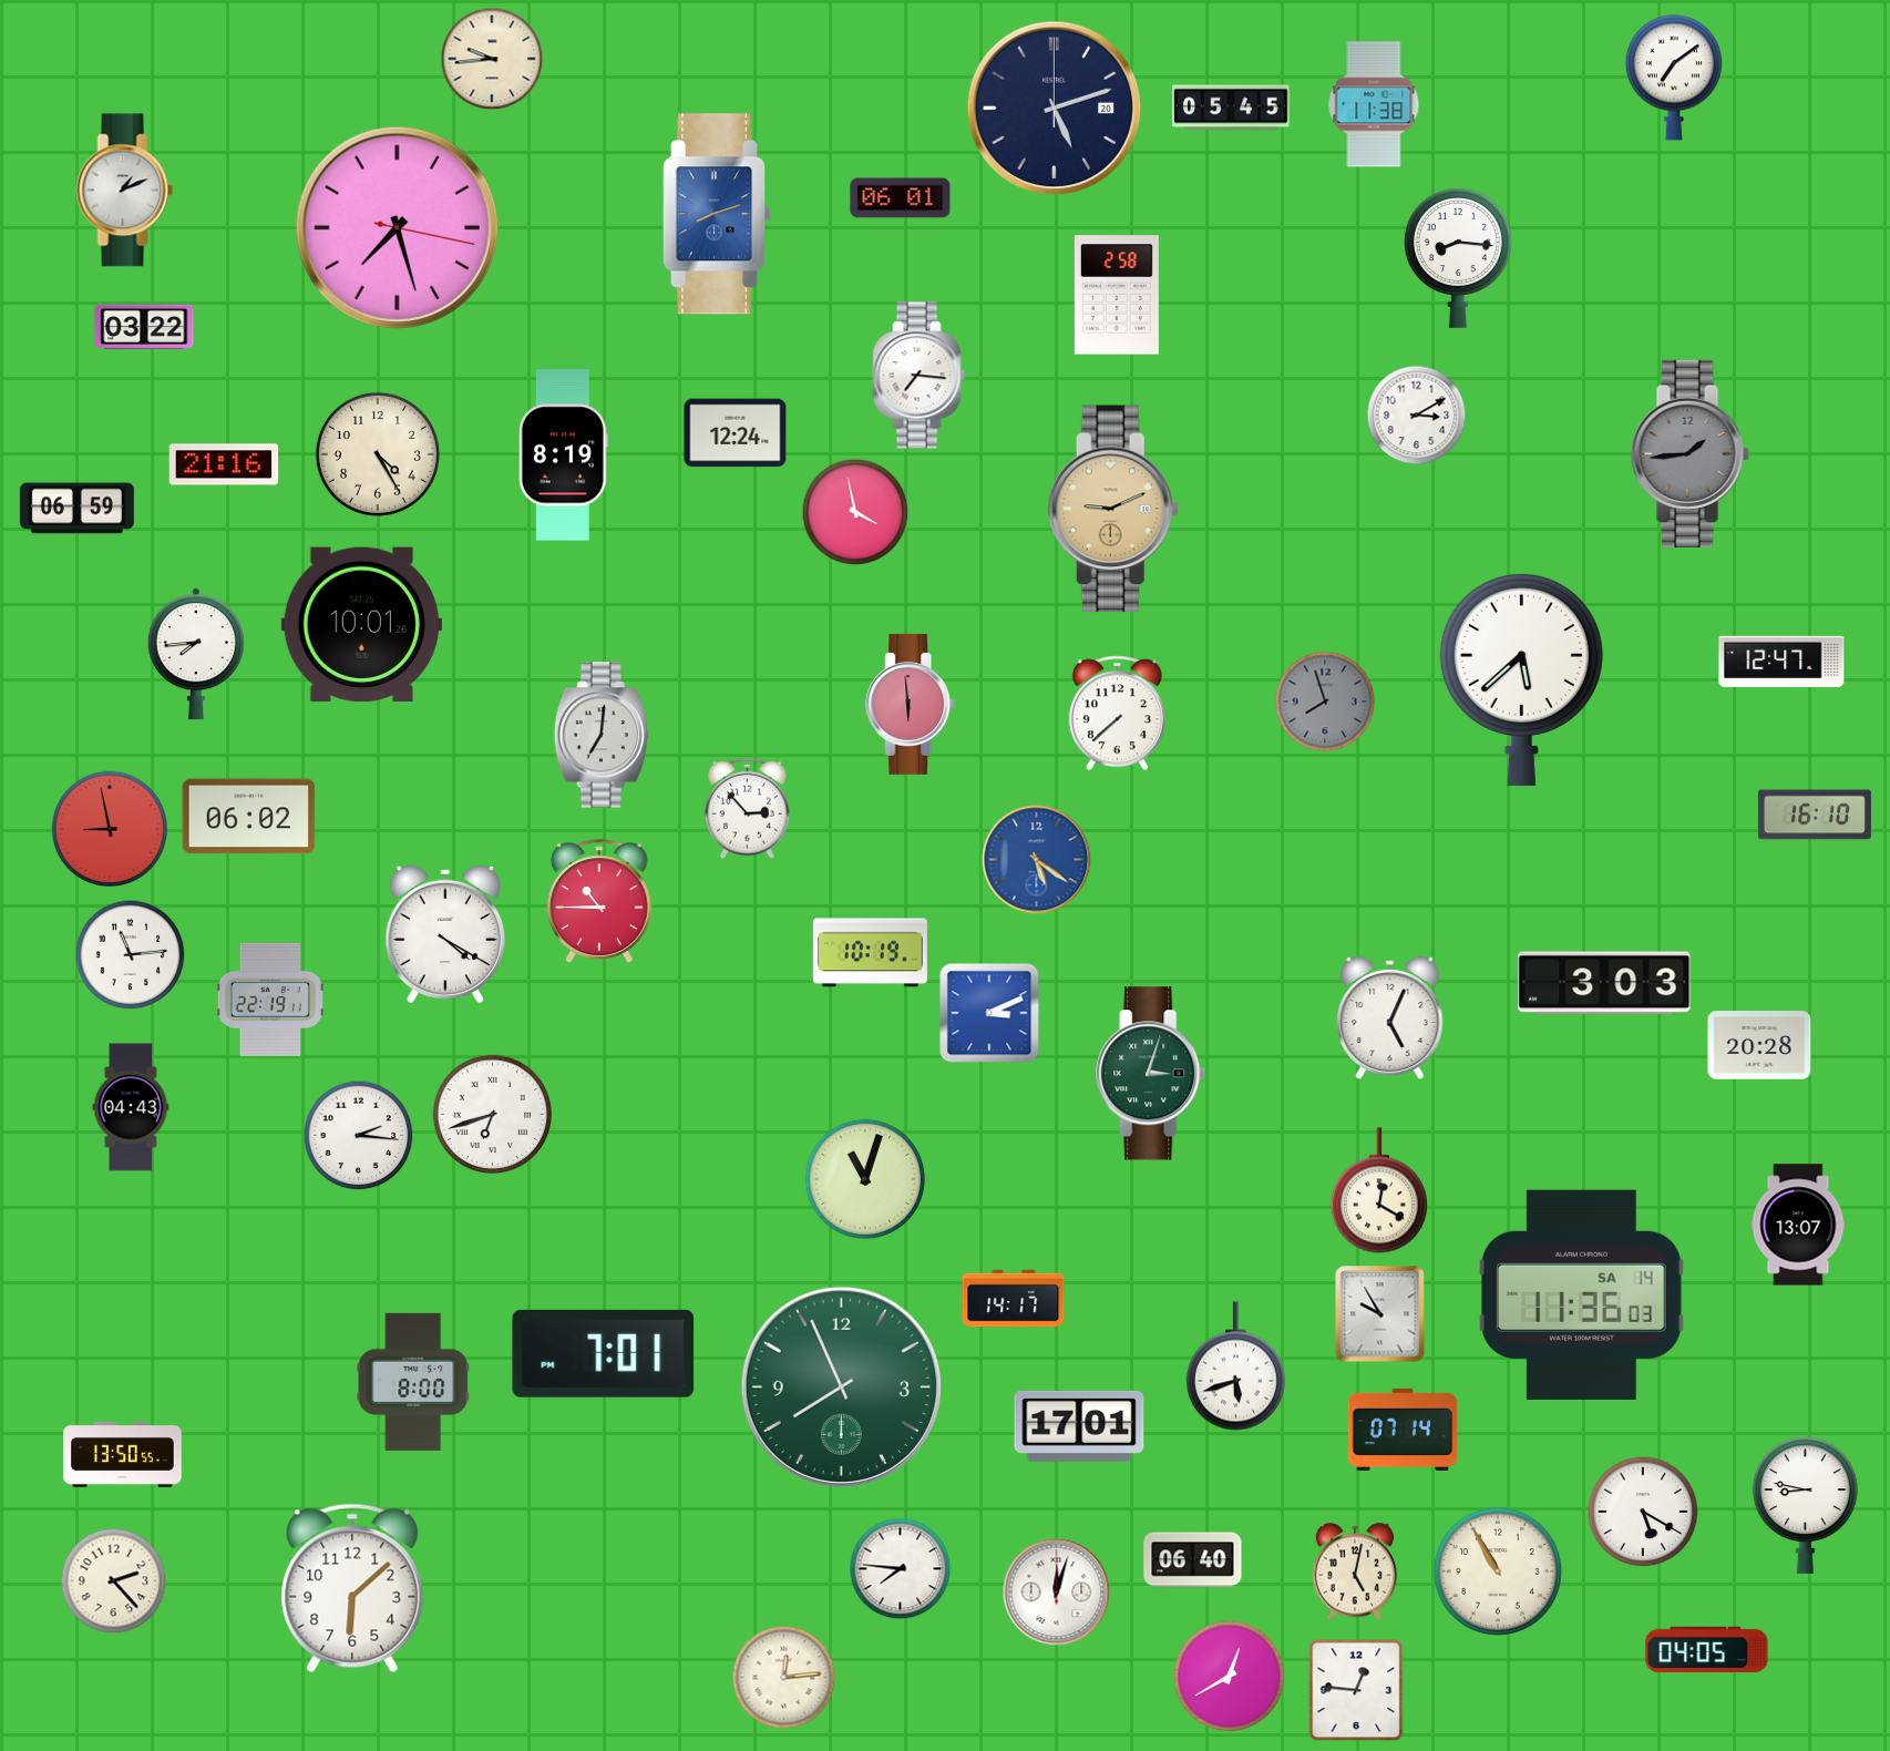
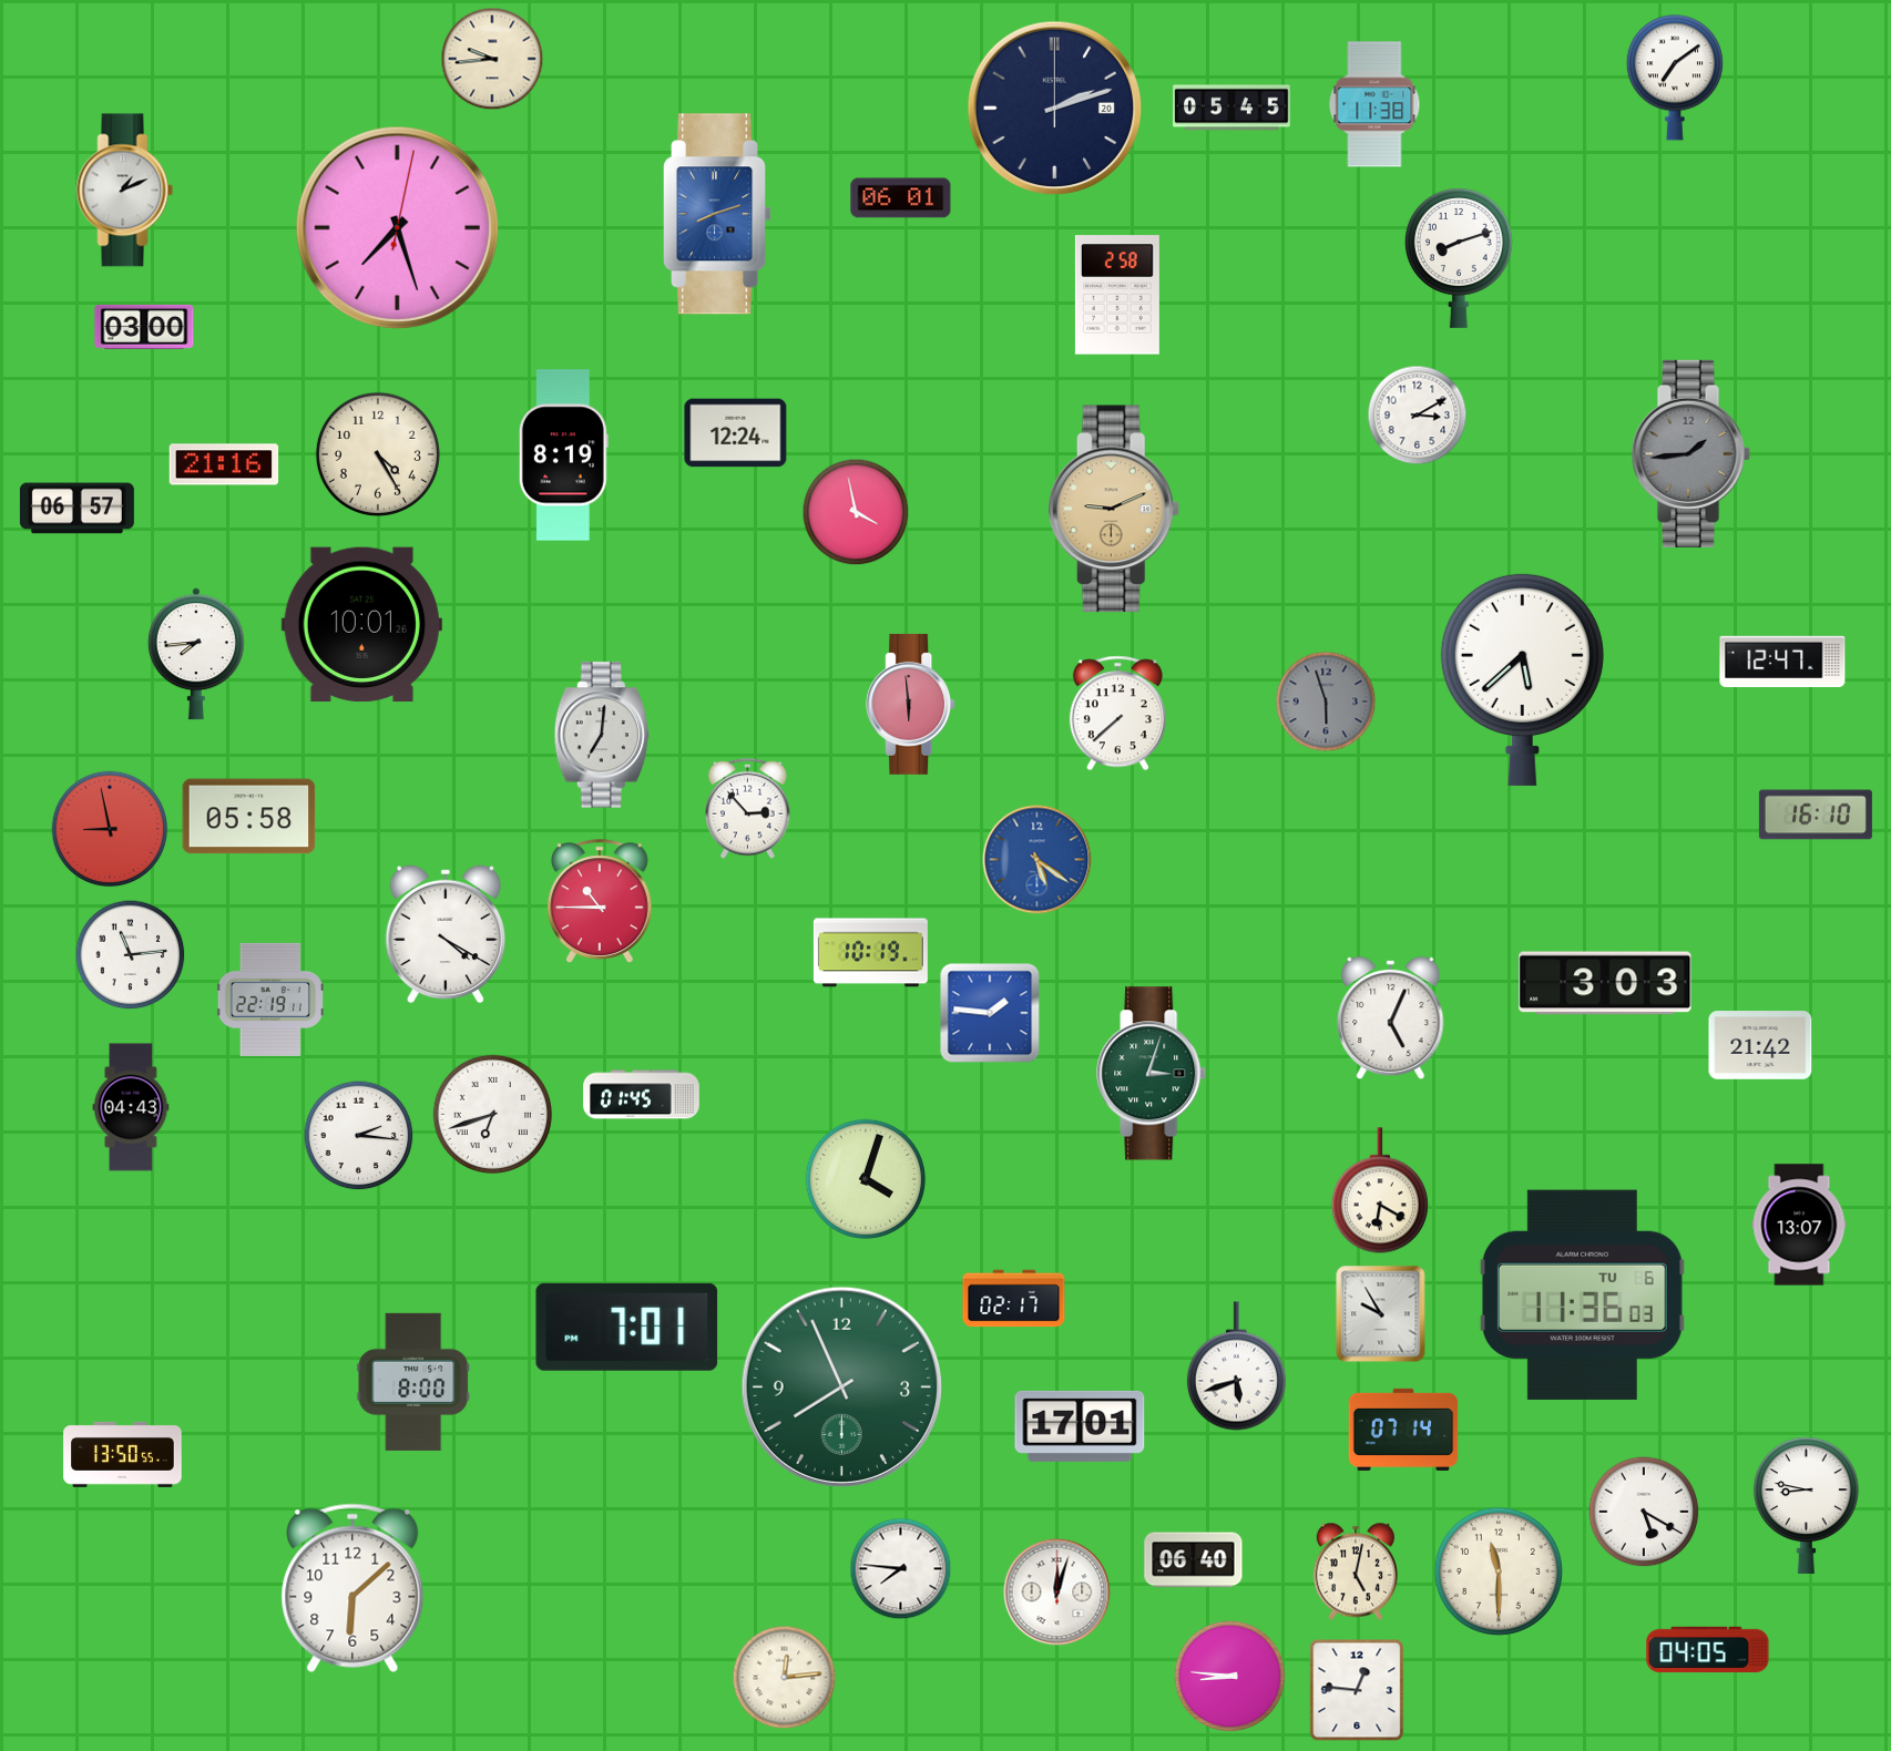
clock at (1055, 109): 5:12 -> 2:12
clock at (397, 227): 7:27:17 -> 7:27:02
clock at (1458, 258): 8:16 -> 8:12
clock at (144, 327): 03:22 -> 03:00
clock at (920, 376): 7:16 -> none
clock at (76, 509): 06:59 -> 06:57
clock at (1325, 702): 7:57 -> 5:57
clock at (249, 817): 06:02 -> 05:58
clock at (989, 1013): 3:11 -> 1:46
clock at (1759, 1045): 20:28 -> 21:42
clock at (642, 1095): none -> 01:45
clock at (864, 1178): 11:03 -> 4:03
clock at (1379, 1190): 12:20 -> 6:20
clock at (1581, 1294) date: SA 14 -> TU 6
clock at (1014, 1299): 14:17 -> 02:17
clock at (604, 1353) position: (604, 1353) -> (627, 1327)
clock at (1498, 1571): 10:55 -> 11:30
clock at (114, 1581): 2:23 -> none
clock at (1230, 1677): 12:40 -> 8:46
